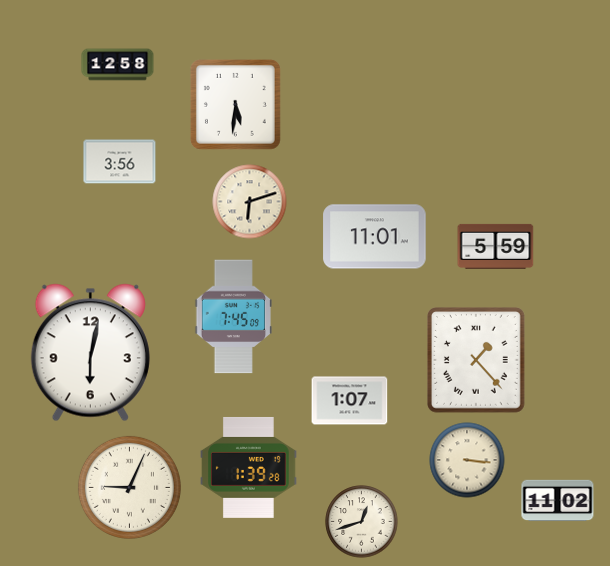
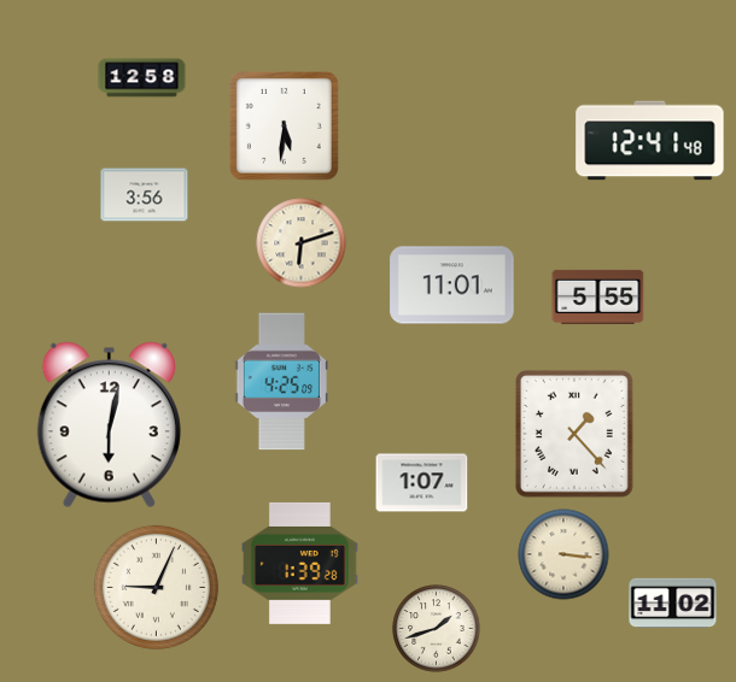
clock at (650, 141): none -> 12:41
clock at (496, 246): 5:59 -> 5:55
clock at (233, 317): 7:45 -> 4:25
clock at (362, 522): 12:42 -> 1:42
